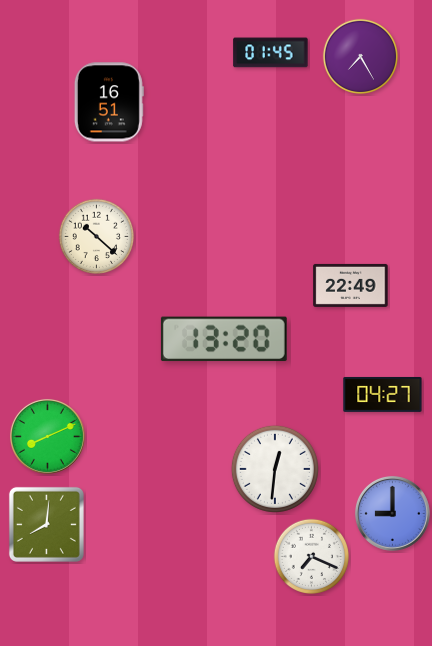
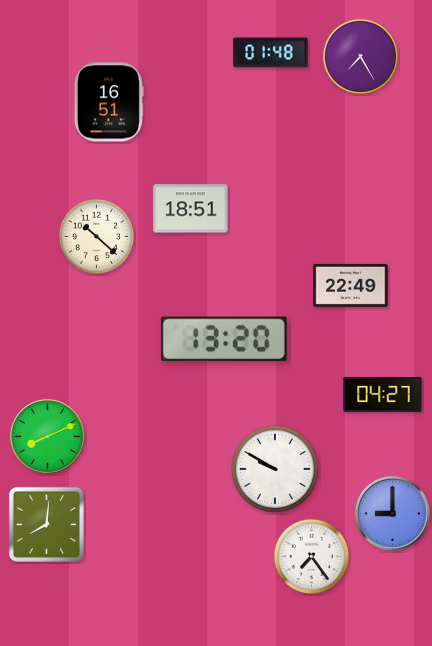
clock at (271, 53): 01:45 -> 01:48
clock at (191, 209): none -> 18:51
clock at (275, 469): 12:31 -> 9:50
clock at (312, 557): 7:19 -> 7:24
